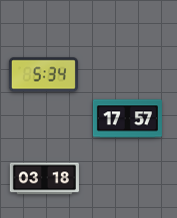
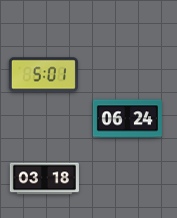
clock at (43, 75): 5:34 -> 5:01
clock at (127, 119): 17:57 -> 06:24
